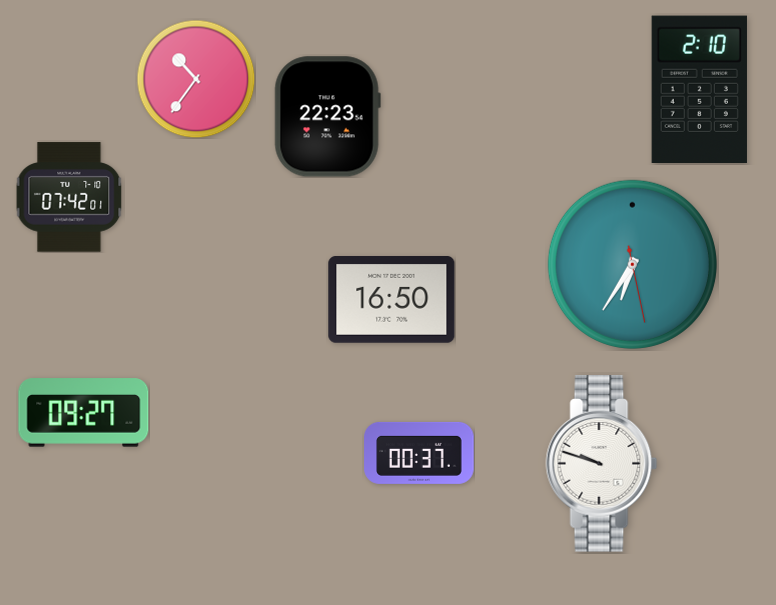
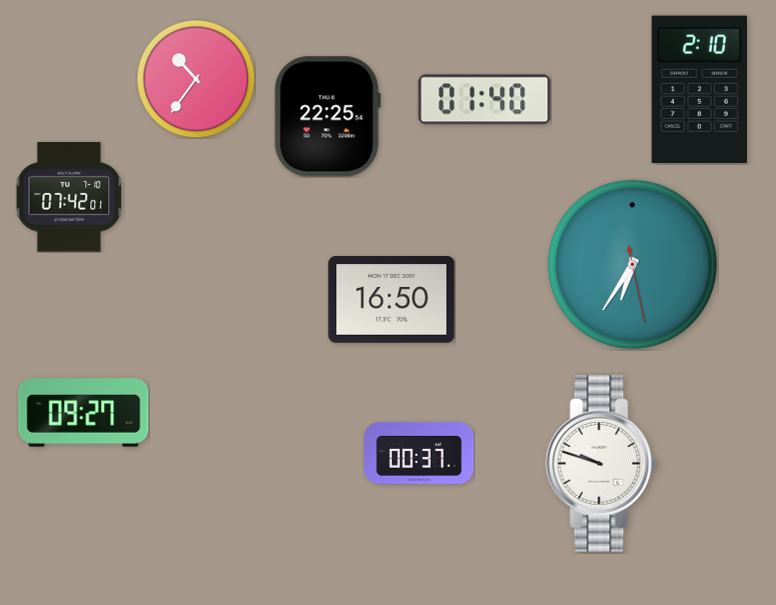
clock at (485, 100): none -> 01:40
clock at (327, 117): 22:23 -> 22:25
